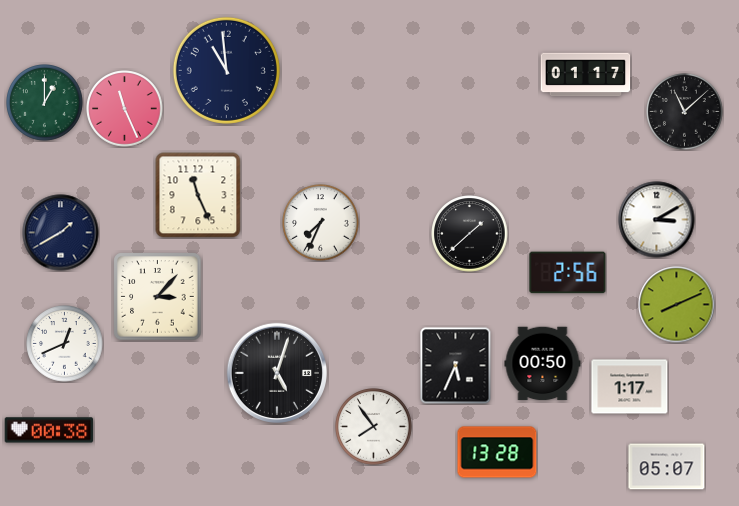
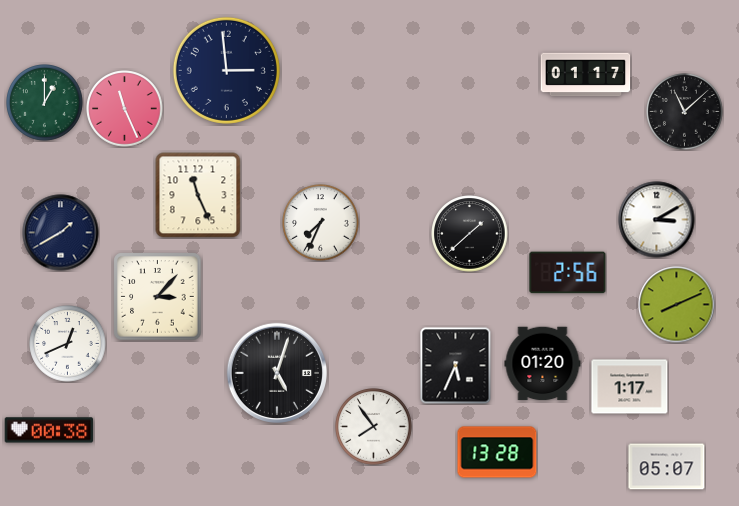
clock at (226, 70): 10:59 -> 2:59
clock at (65, 344) position: (65, 344) -> (68, 344)
clock at (543, 364): 00:50 -> 01:20
